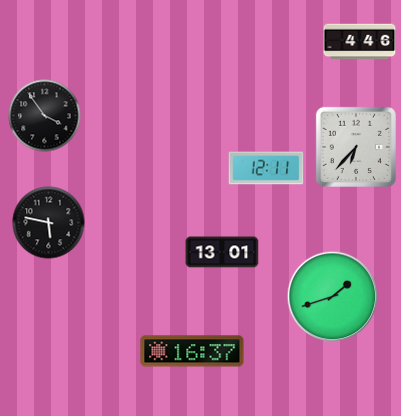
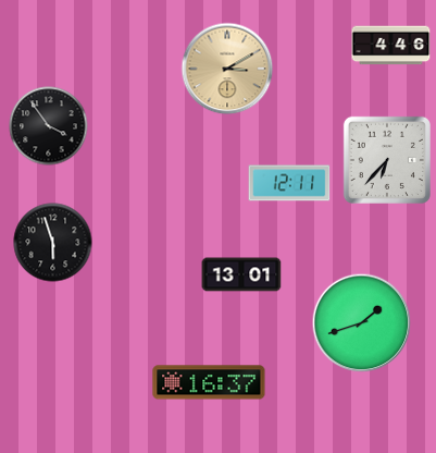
clock at (227, 69): none -> 3:10
clock at (49, 223): 5:47 -> 5:57
